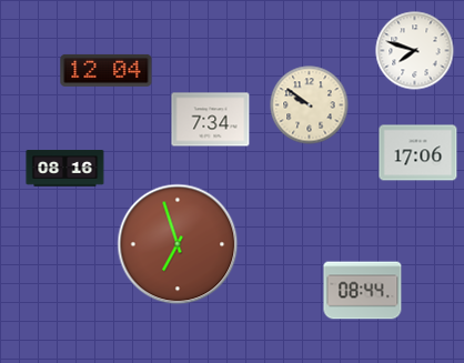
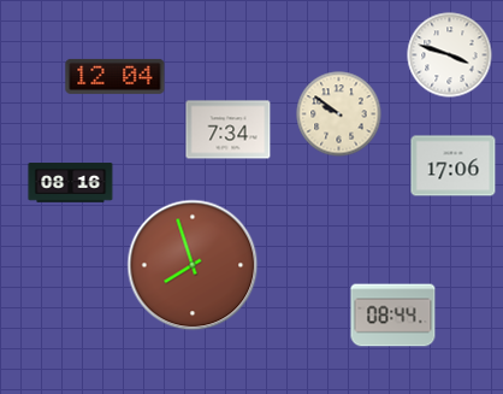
clock at (415, 51): 7:48 -> 3:48
clock at (310, 105) position: (310, 105) -> (339, 114)
clock at (178, 244): 6:57 -> 7:57
